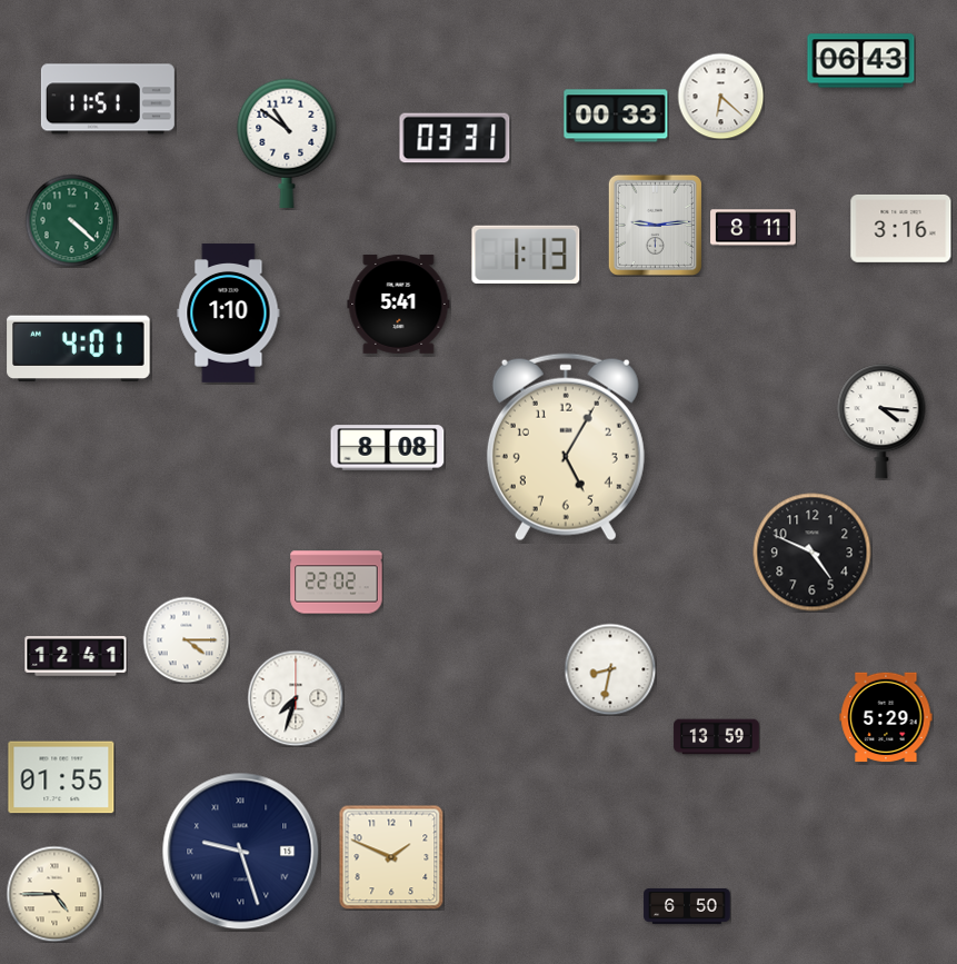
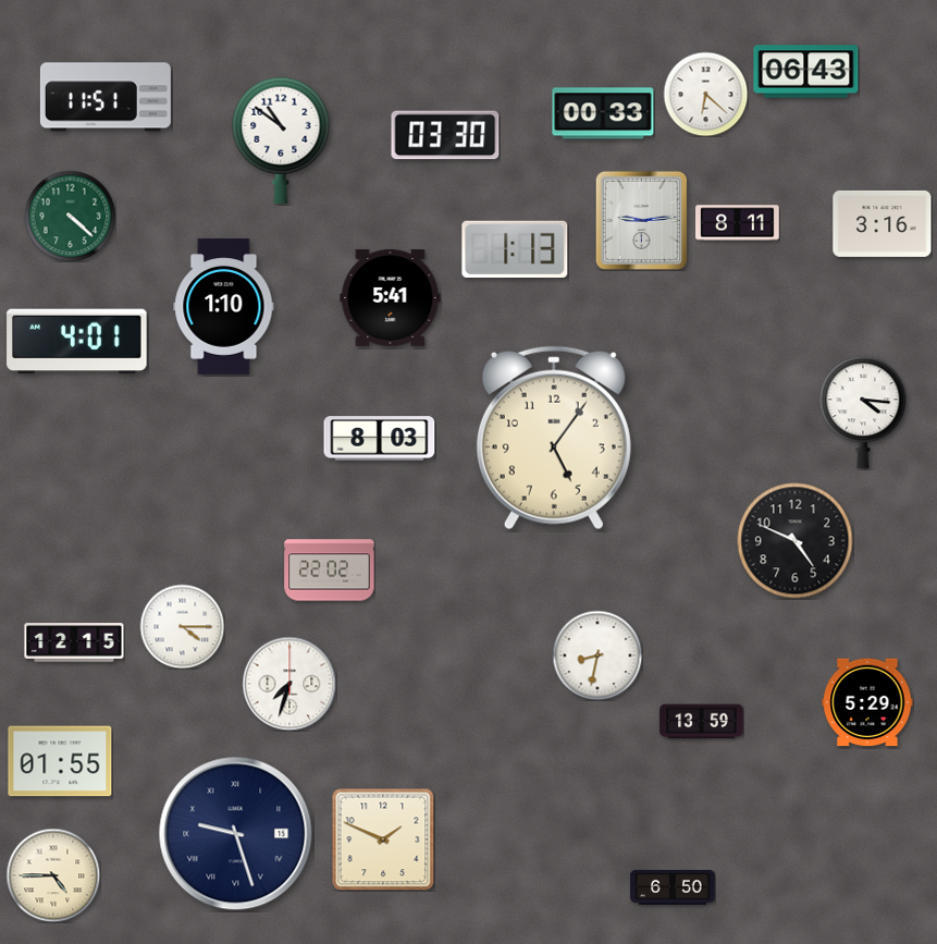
clock at (861, 61) position: (861, 61) -> (806, 72)
clock at (455, 138): 03:31 -> 03:30
clock at (566, 447): 5:05 -> 5:06
clock at (388, 448): 8:08 -> 8:03
clock at (76, 656): 12:41 -> 12:15
